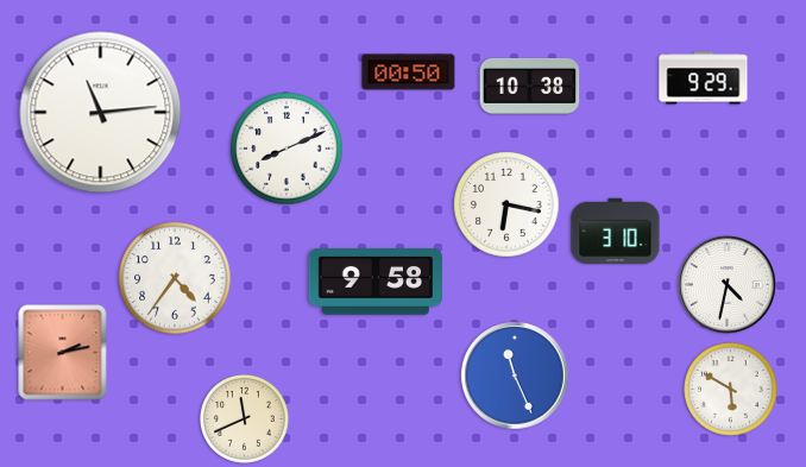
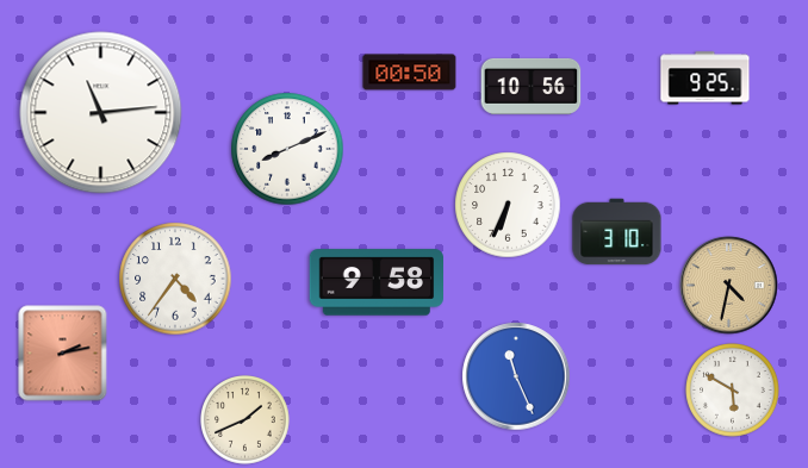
clock at (704, 78): 9:29 -> 9:25
clock at (530, 86): 10:38 -> 10:56
clock at (506, 204): 6:17 -> 6:34
clock at (728, 285) dial: white -> champagne
clock at (245, 419): 11:41 -> 1:41
